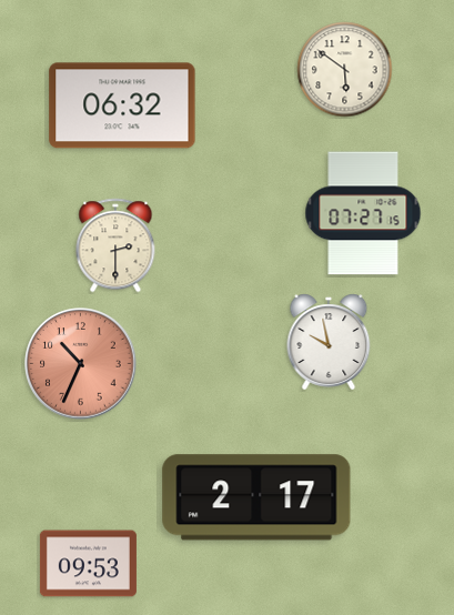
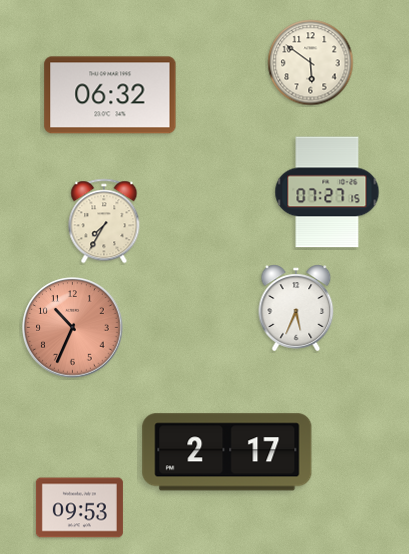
clock at (115, 245): 2:30 -> 7:35
clock at (329, 342): 9:58 -> 5:34
clock at (256, 497) position: (256, 497) -> (227, 452)
